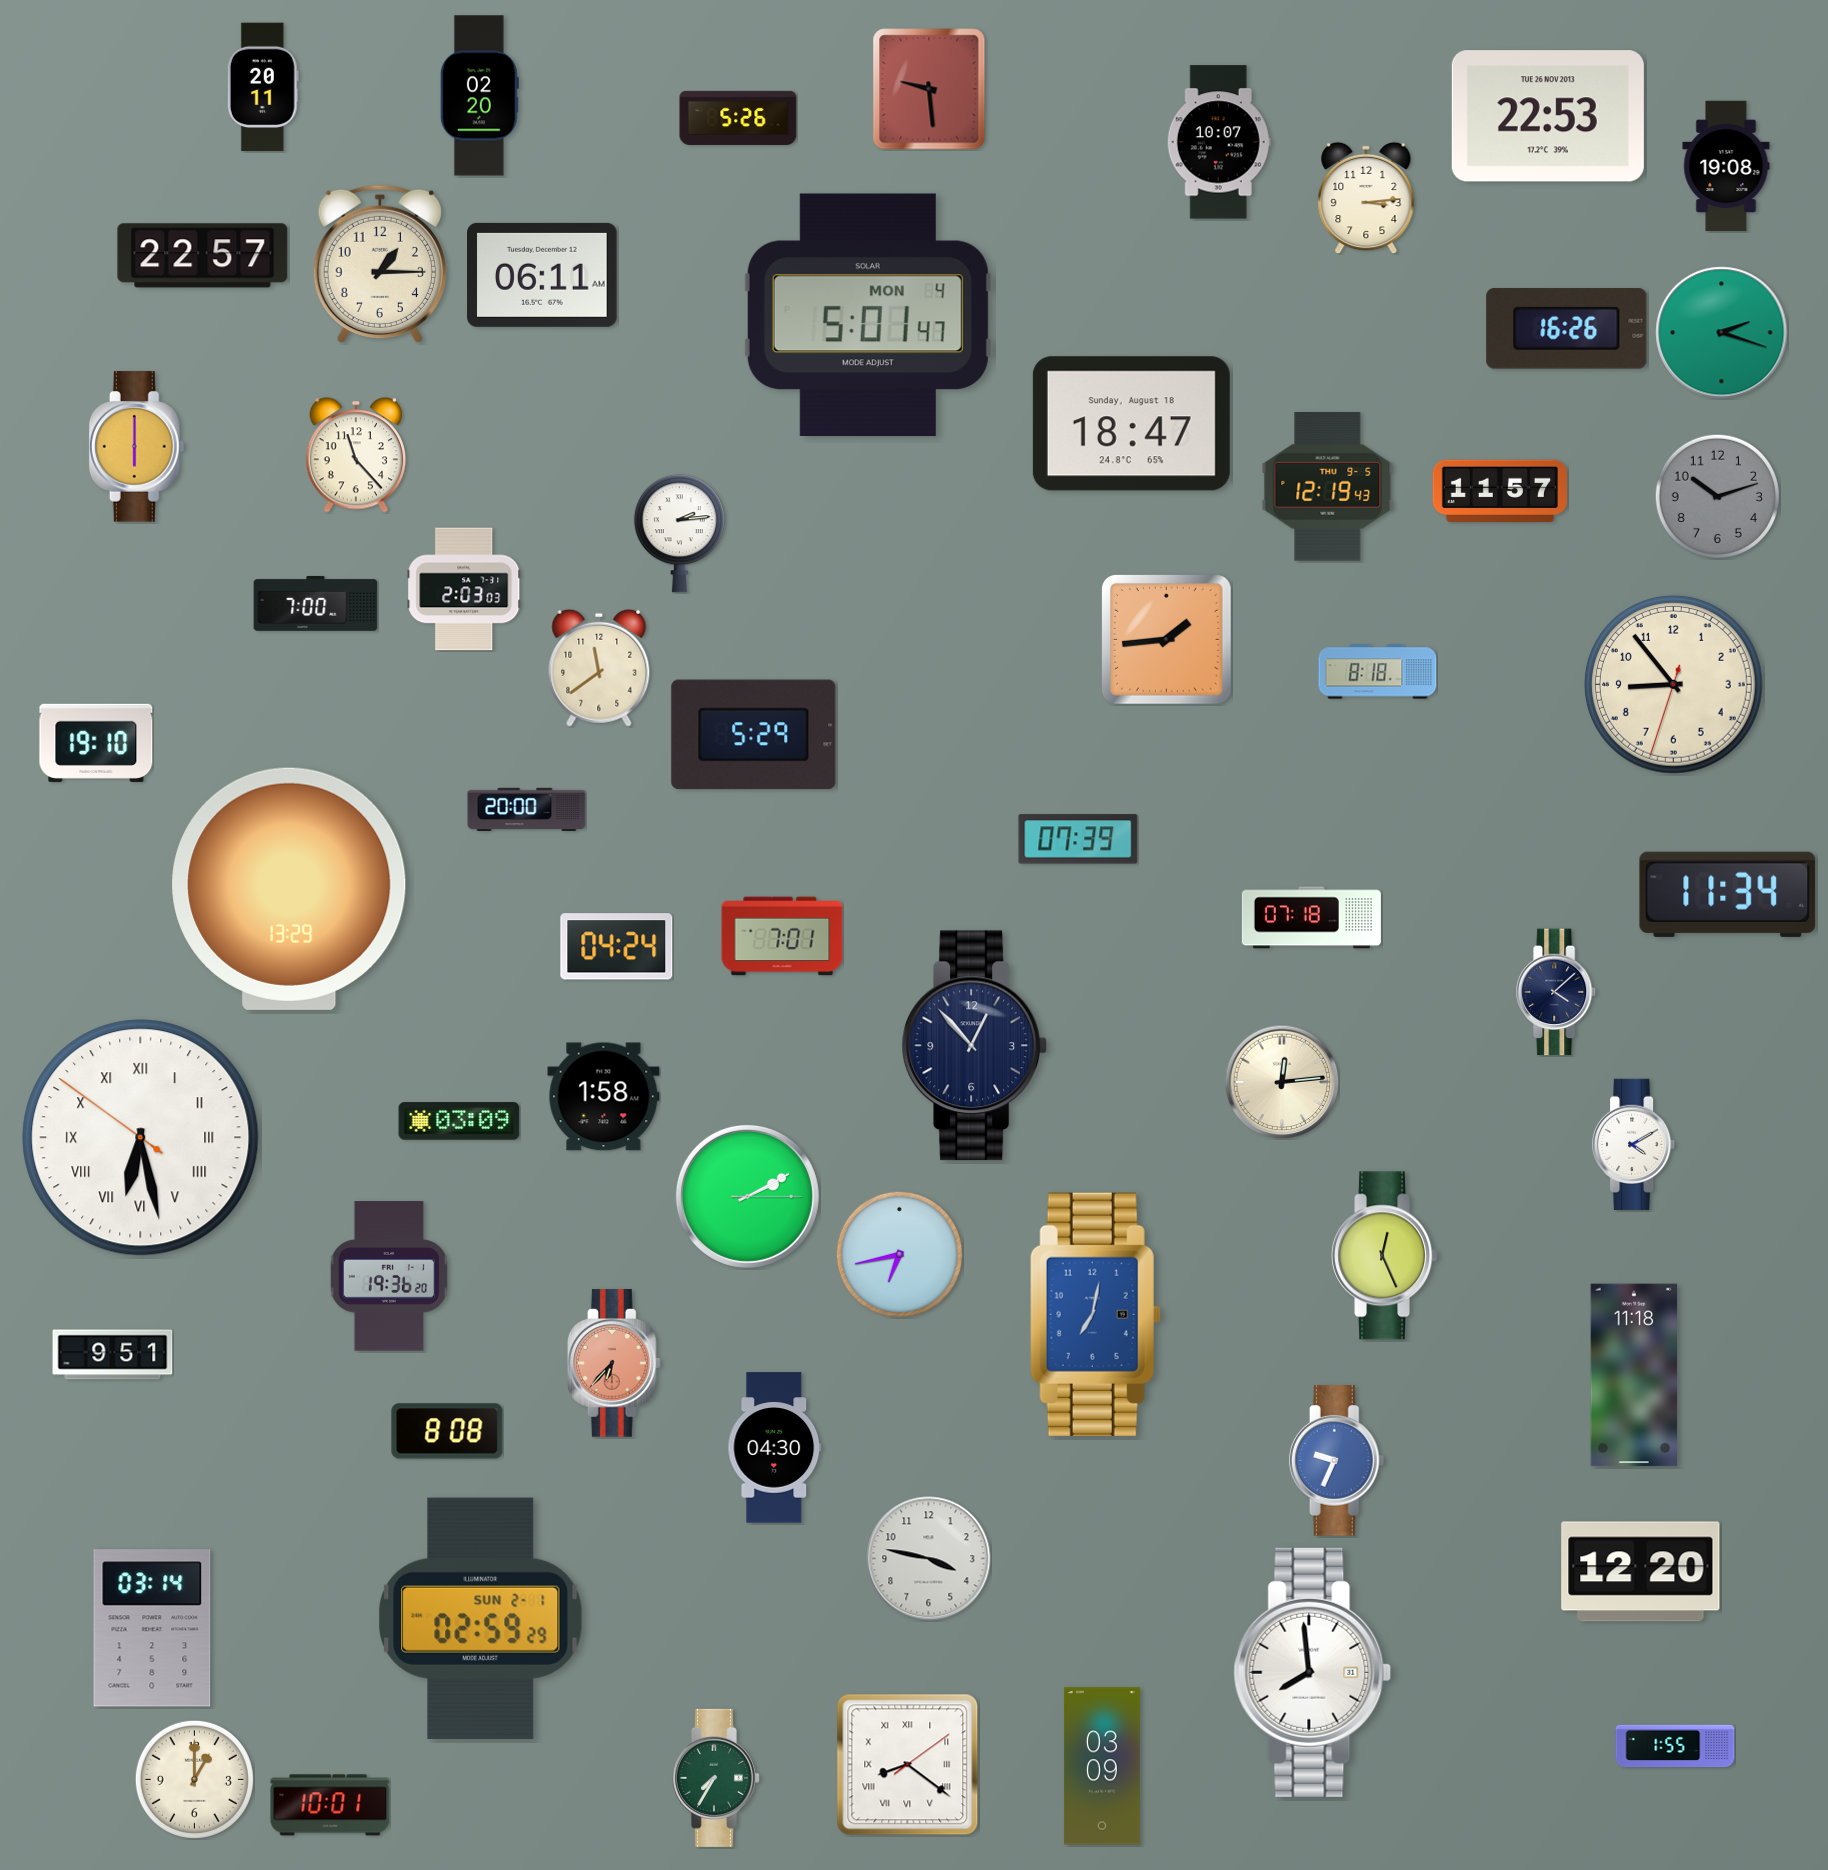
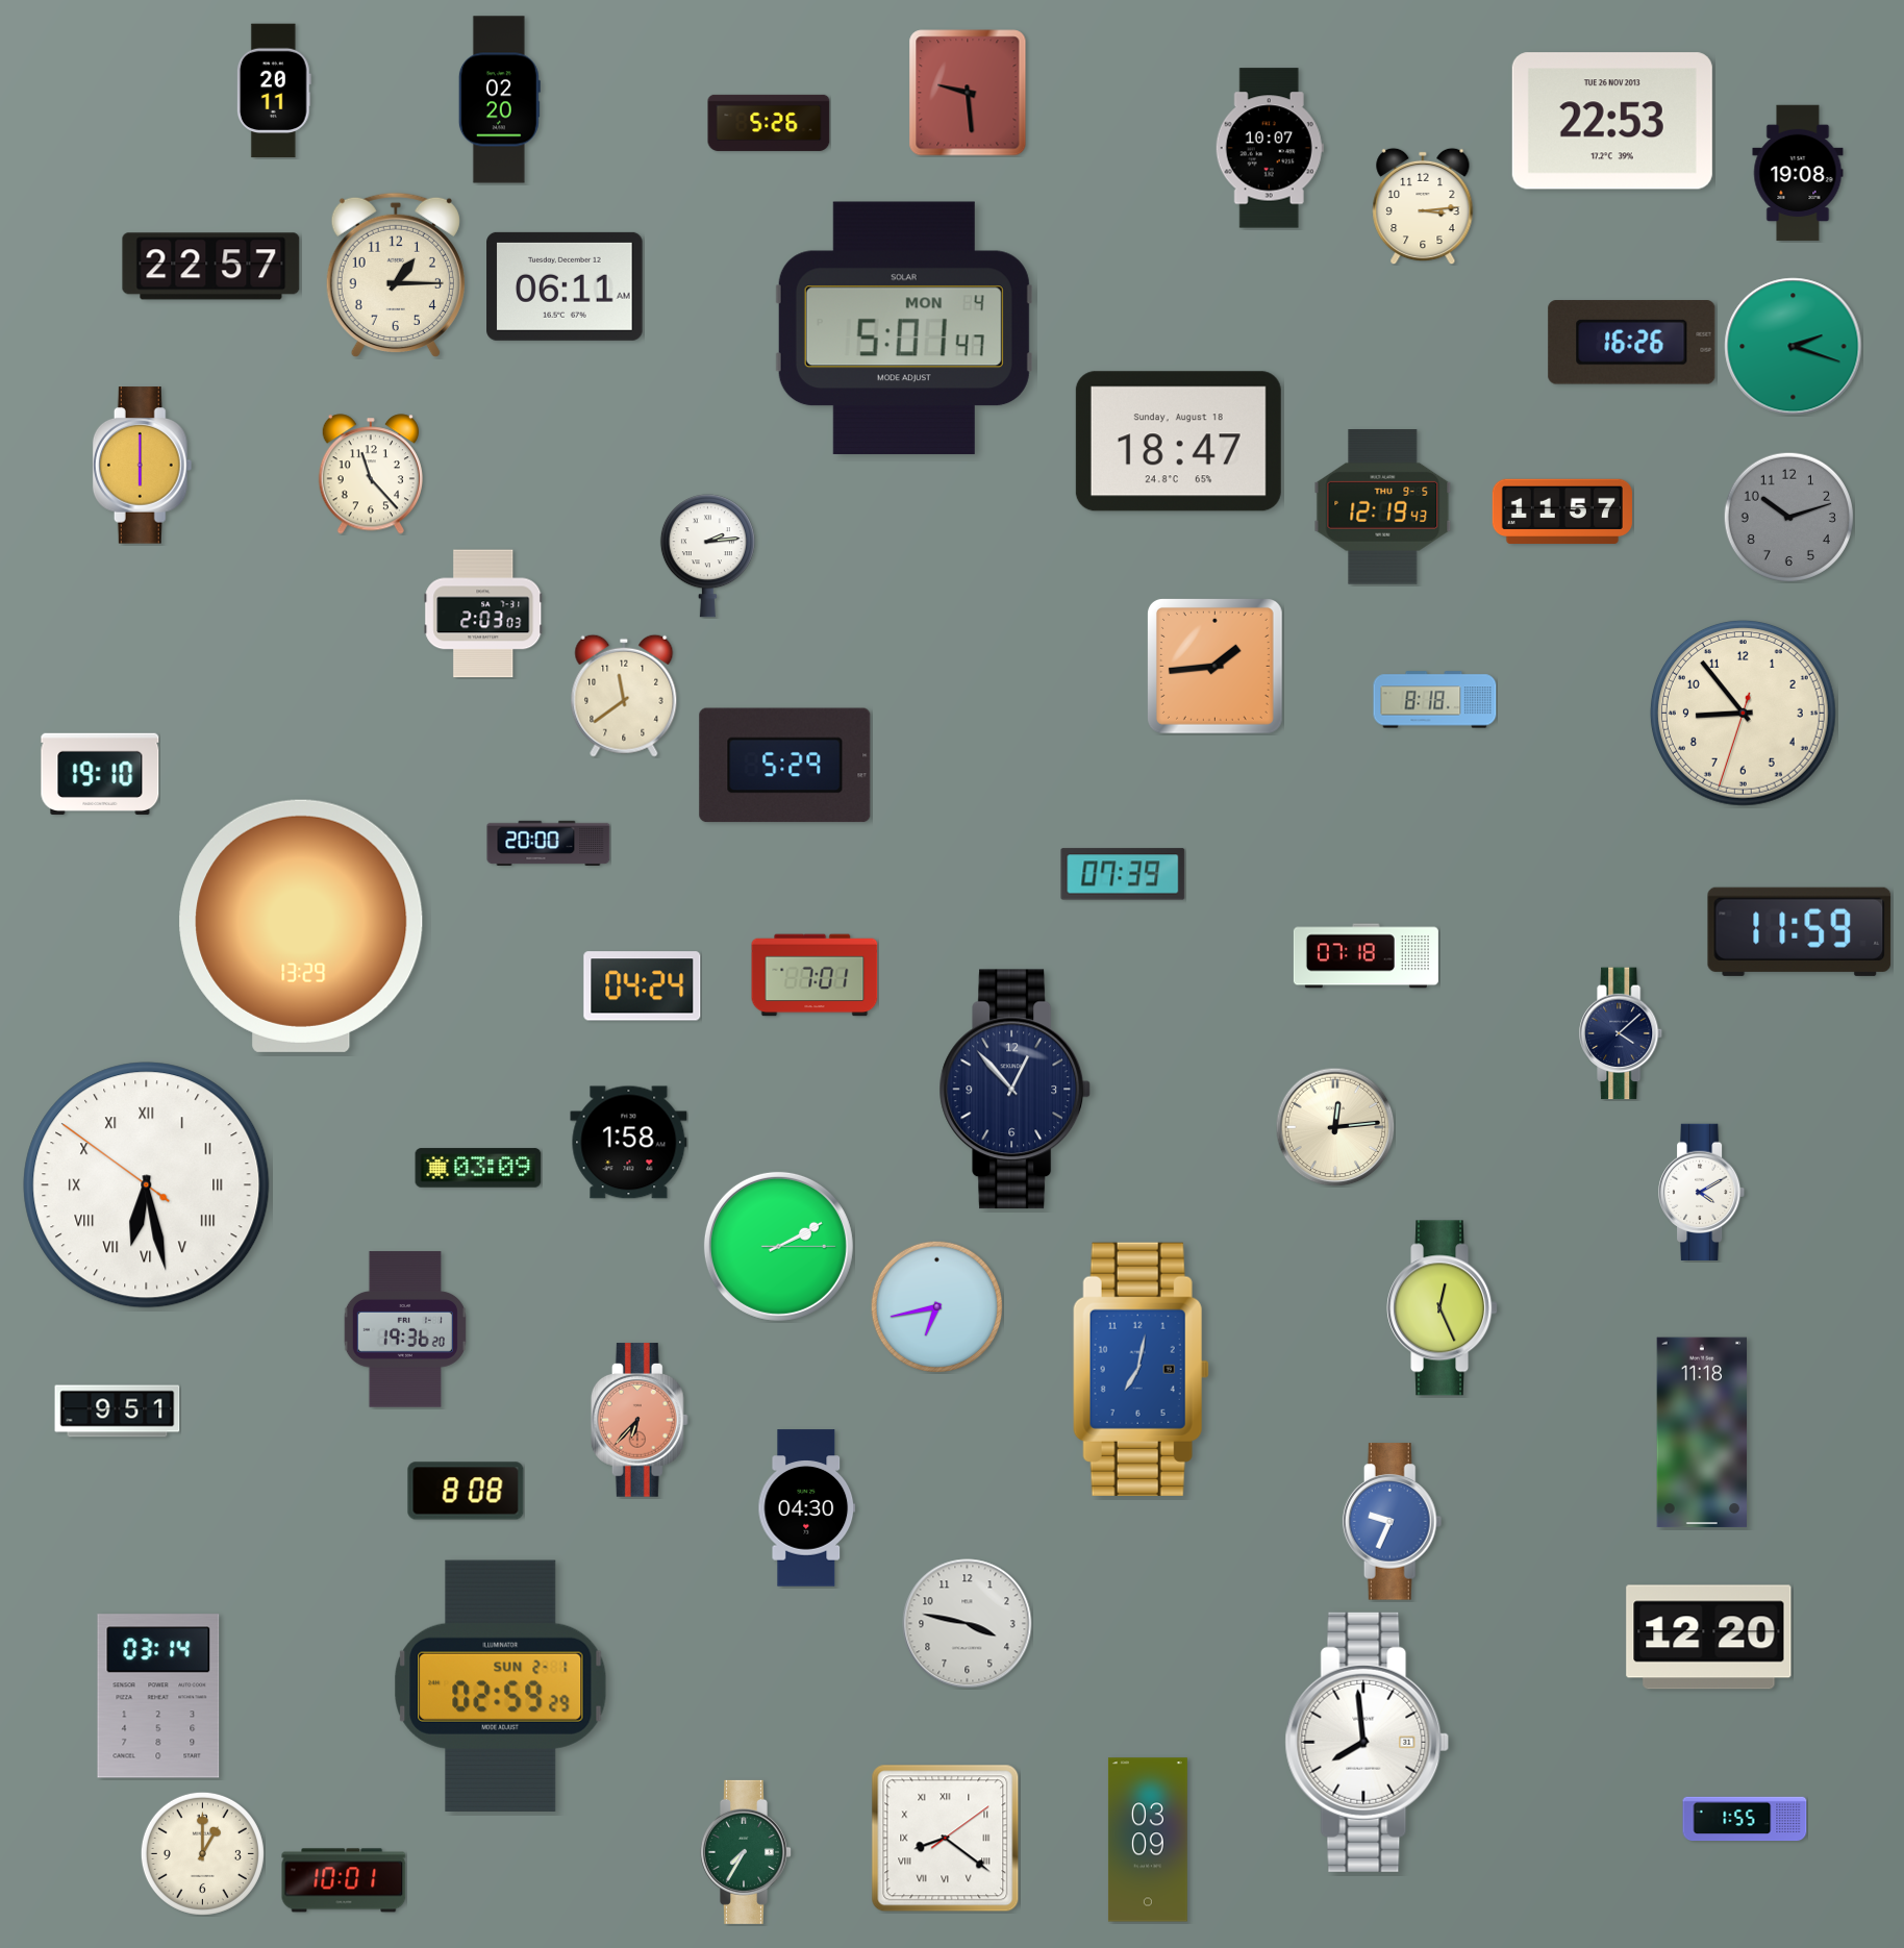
clock at (316, 603): 7:00 -> none
clock at (1728, 894): 11:34 -> 11:59
